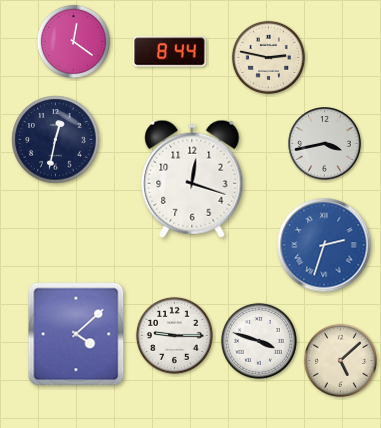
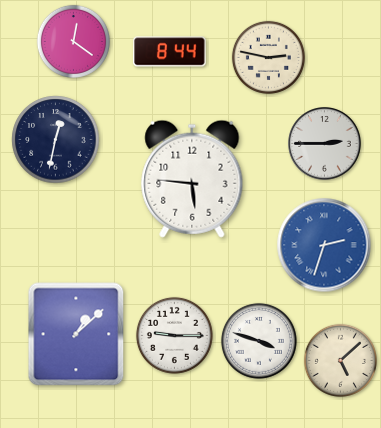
clock at (325, 144): 3:43 -> 2:45
clock at (192, 179): 12:18 -> 5:46
clock at (76, 334): 4:08 -> 1:08
